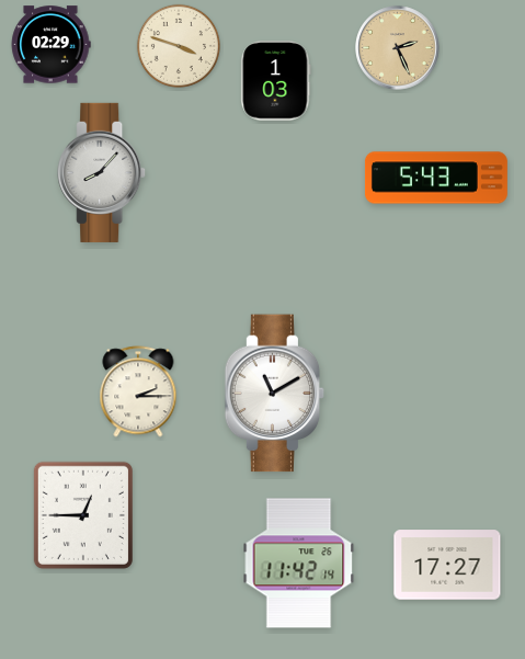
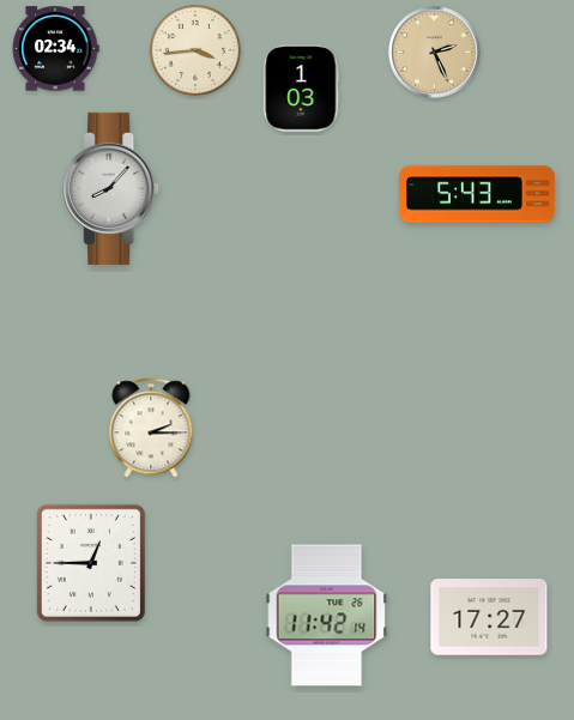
clock at (50, 45): 02:29 -> 02:34
clock at (179, 46): 3:48 -> 3:44
clock at (275, 394): 11:10 -> none
